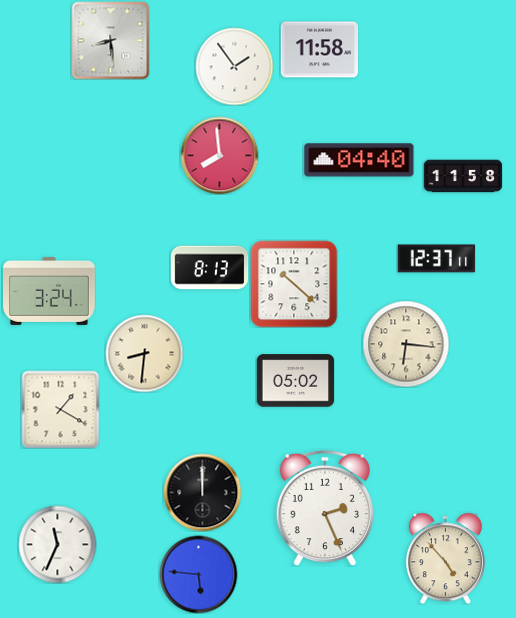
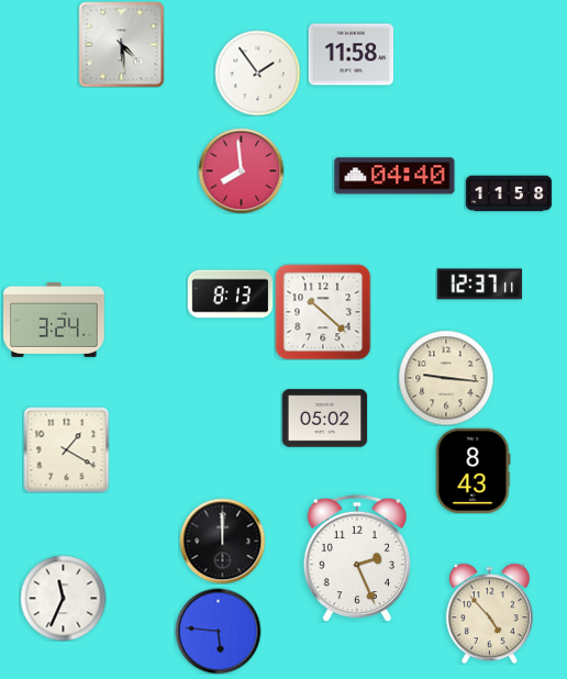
clock at (110, 40): 8:29 -> 4:29
clock at (406, 344): 6:16 -> 9:16
clock at (144, 353): 8:31 -> none
clock at (472, 470): none -> 8:43
